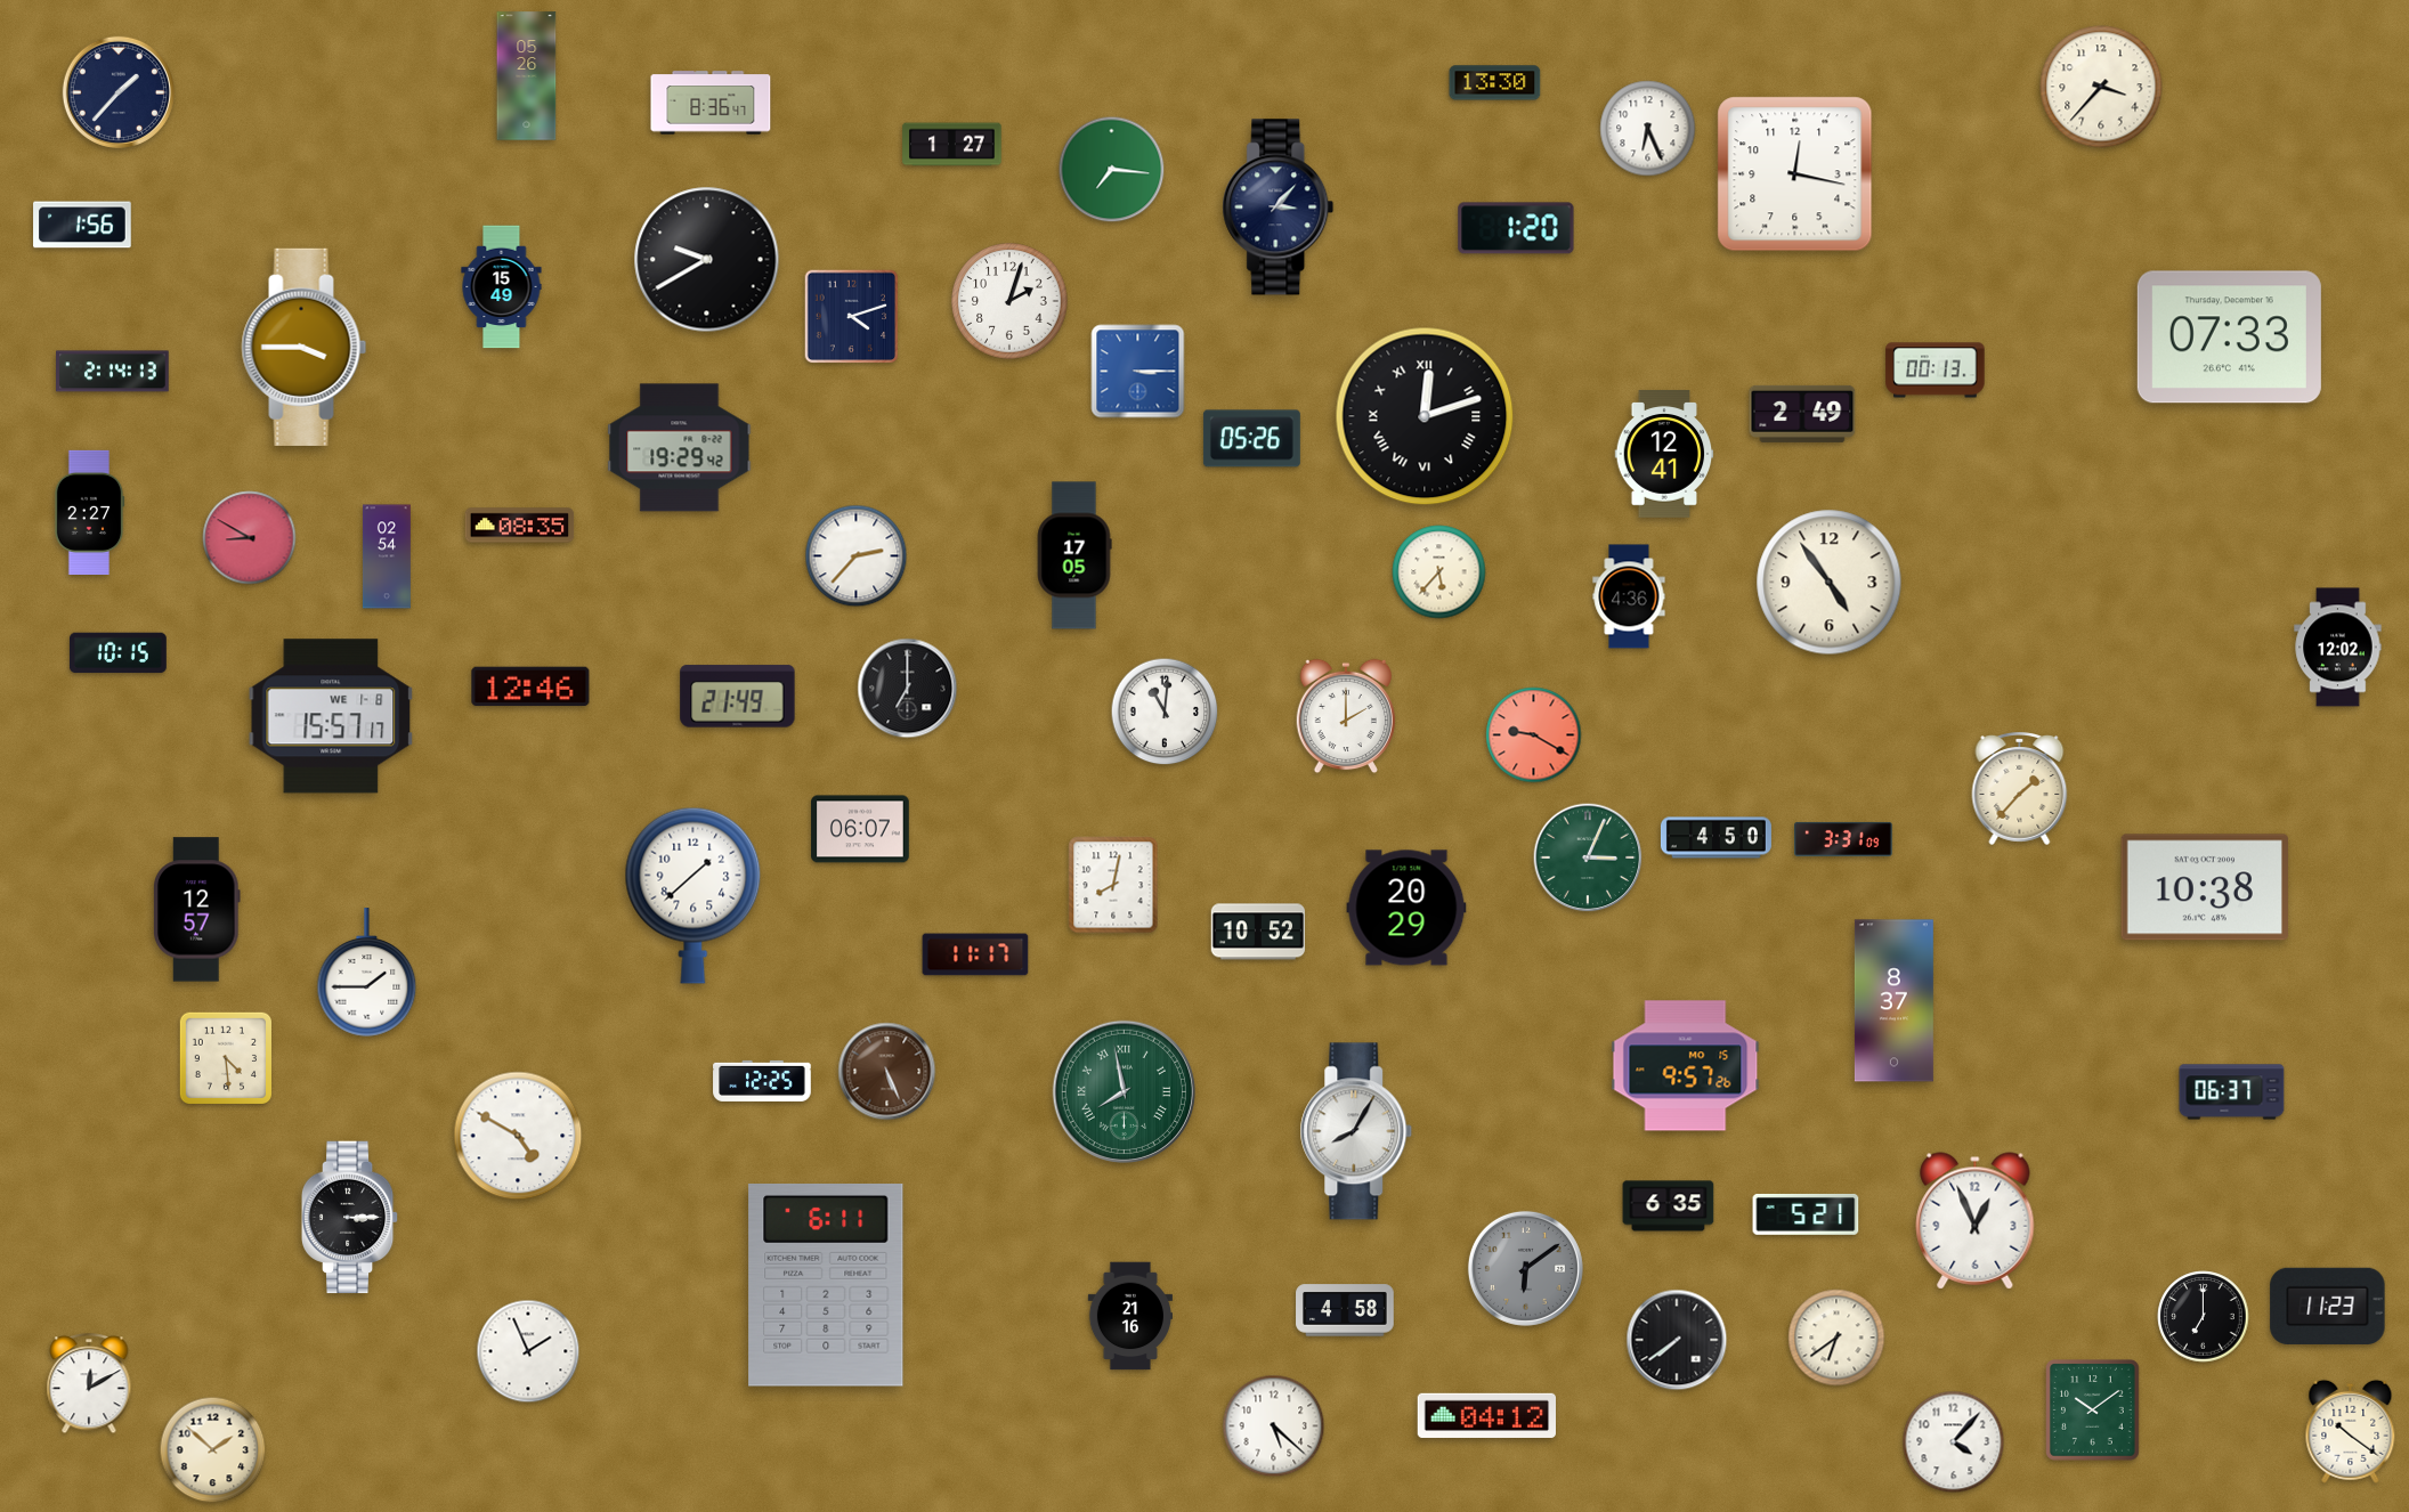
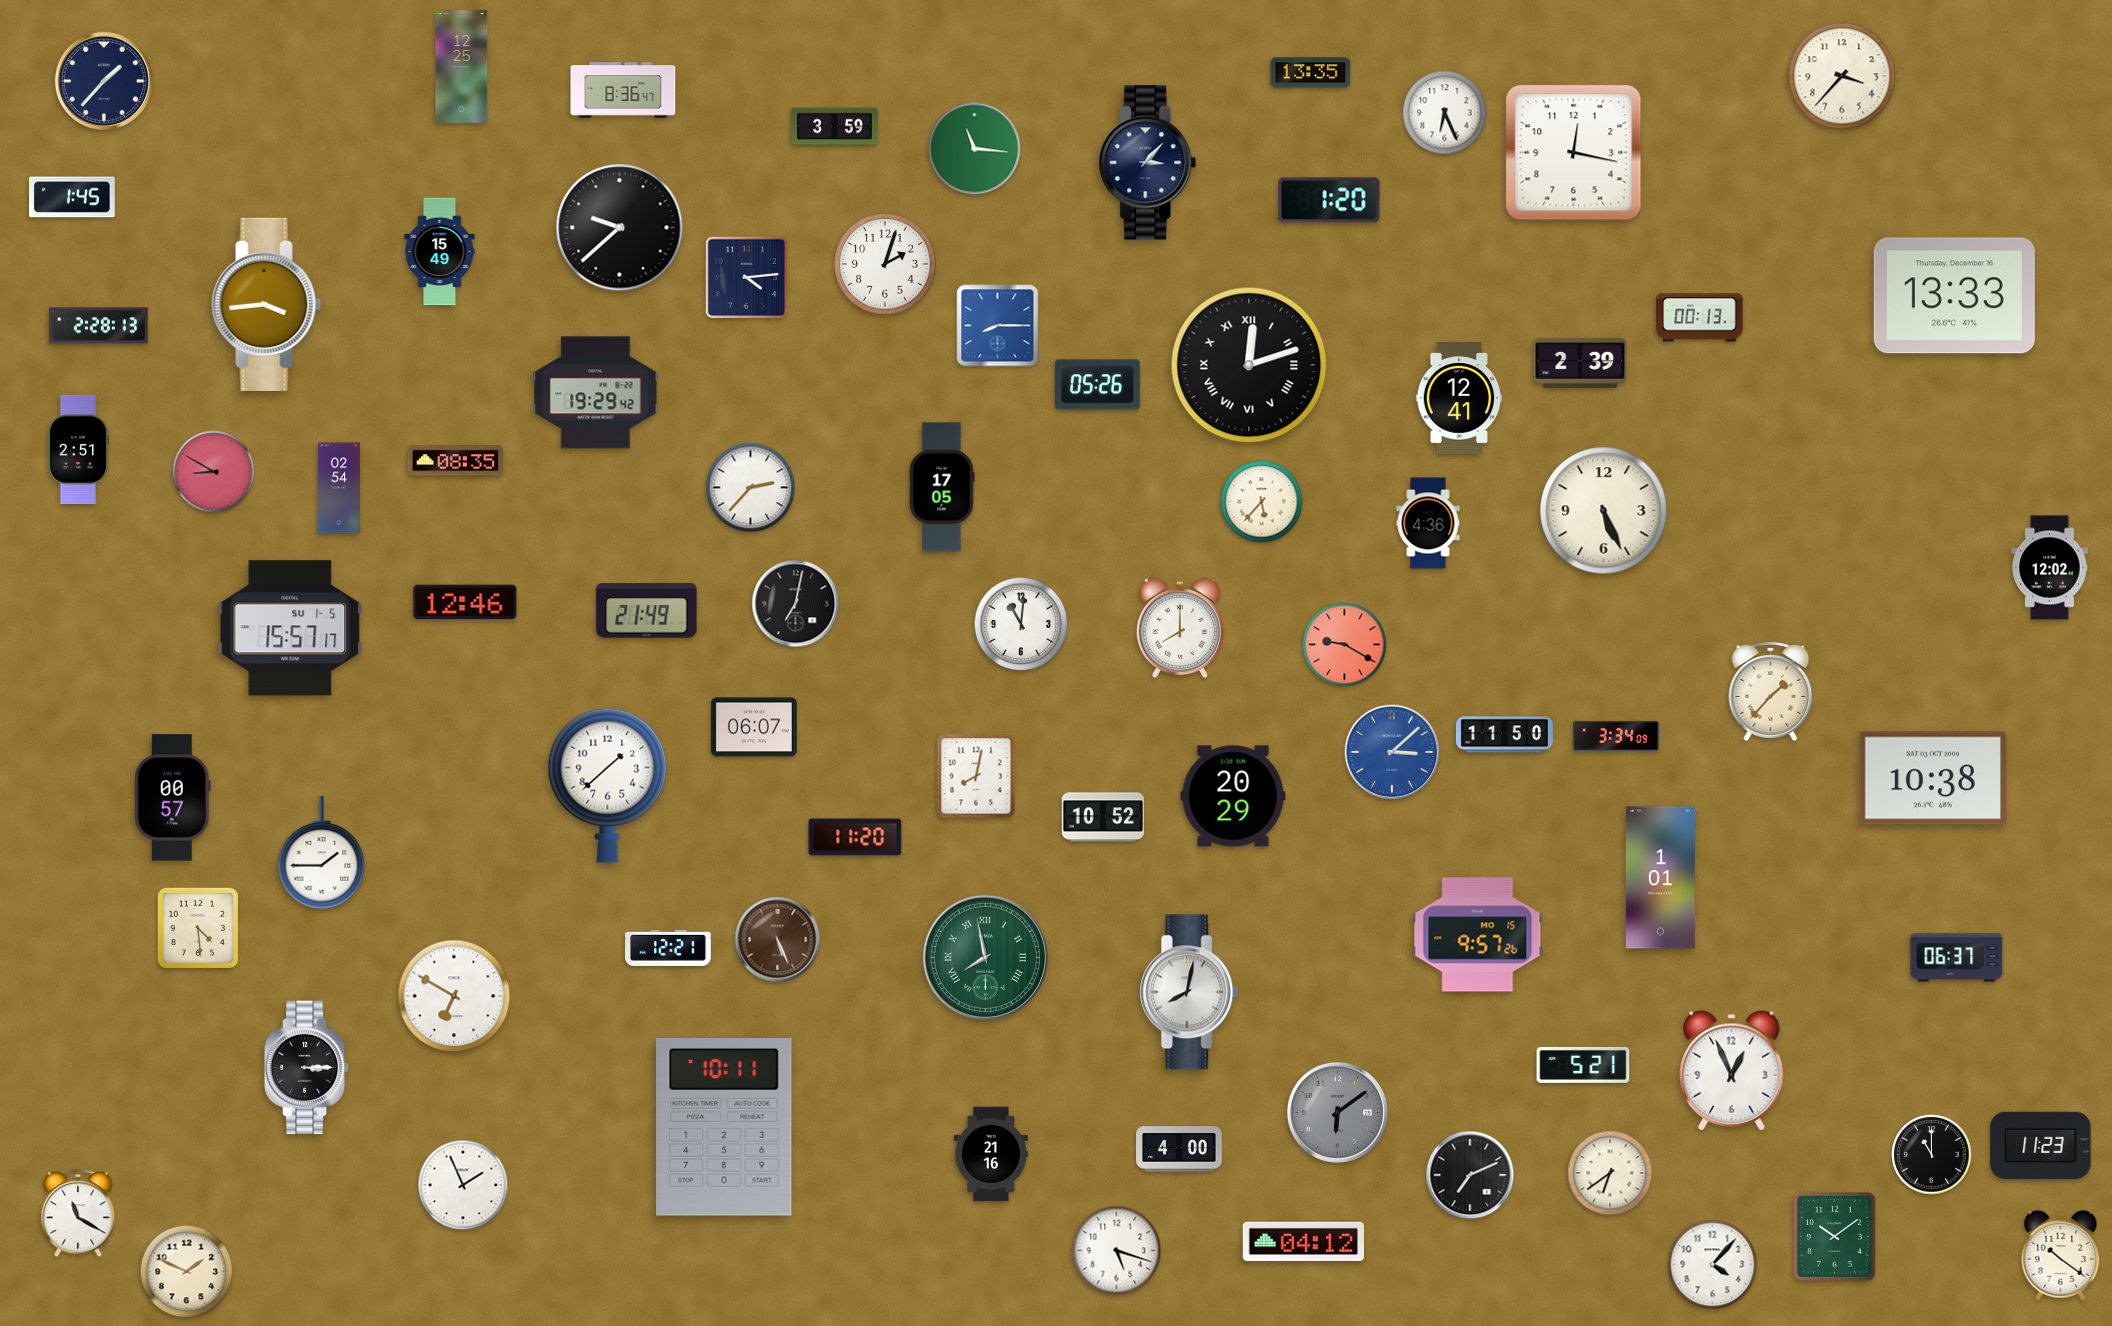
clock at (527, 76): 05:26 -> 12:25
clock at (1495, 83): 13:30 -> 13:35
clock at (952, 145): 1:27 -> 3:59
clock at (1112, 170): 7:16 -> 11:16
clock at (1279, 208) position: (1279, 208) -> (1148, 163)
clock at (82, 225): 1:56 -> 1:45
clock at (707, 260): 9:40 -> 9:38
clock at (852, 317): 4:12 -> 4:14
clock at (2229, 338): 07:33 -> 13:33
clock at (305, 347): 3:45 -> 3:44
clock at (1936, 371) position: (1936, 371) -> (1700, 318)
clock at (113, 372): 2:14 -> 2:28
clock at (1138, 372): 3:15 -> 8:15
clock at (1802, 414): 2:49 -> 2:39
clock at (89, 512): 2:27 -> 2:51
clock at (250, 538) position: (250, 538) -> (214, 472)
clock at (1830, 583): 4:54 -> 5:26
clock at (117, 653): 10:15 -> none
clock at (908, 689): 7:00 -> 7:02
clock at (331, 716) date: WE 1-8 -> SU 1-5
clock at (1345, 716): 2:00 -> 8:00
clock at (1715, 838): 4:50 -> 11:50
clock at (1843, 839): 3:31 -> 3:34
clock at (1588, 857): 3:04 -> 3:08
clock at (1588, 857) dial: green -> blue
clock at (197, 910): 12:57 -> 00:57
clock at (975, 954): 11:17 -> 11:20
clock at (1893, 1001): 8:37 -> 1:01
clock at (762, 1081): 12:25 -> 12:21
clock at (1356, 1131): 8:05 -> 8:02
clock at (518, 1136): 4:50 -> 6:50
clock at (1669, 1206): 6:35 -> none
clock at (826, 1286): 6:11 -> 10:11
clock at (1345, 1310): 4:58 -> 4:00
clock at (2204, 1317): 7:00 -> 11:00
clock at (1677, 1340): 7:39 -> 7:11
clock at (89, 1384): 12:10 -> 11:20
clock at (1274, 1426): 5:22 -> 5:18
clock at (213, 1450): 1:52 -> 1:49
